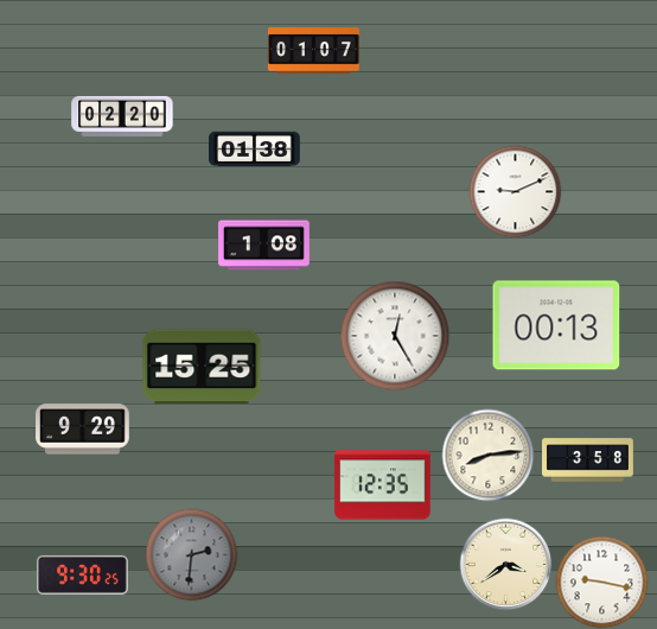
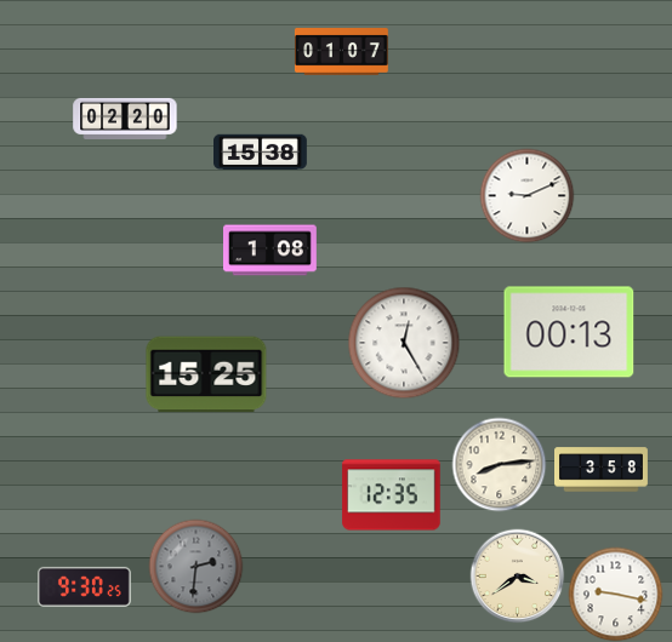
clock at (314, 51) position: (314, 51) -> (342, 52)
clock at (255, 150): 01:38 -> 15:38
clock at (83, 430): 9:29 -> none
